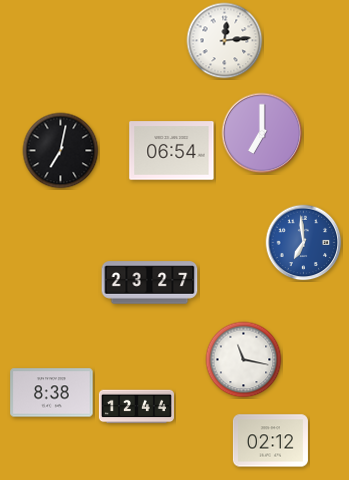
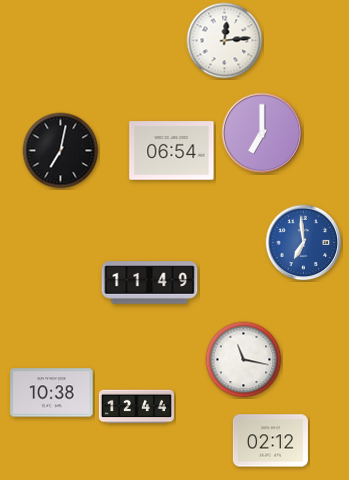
clock at (150, 283): 23:27 -> 11:49
clock at (52, 393): 8:38 -> 10:38
